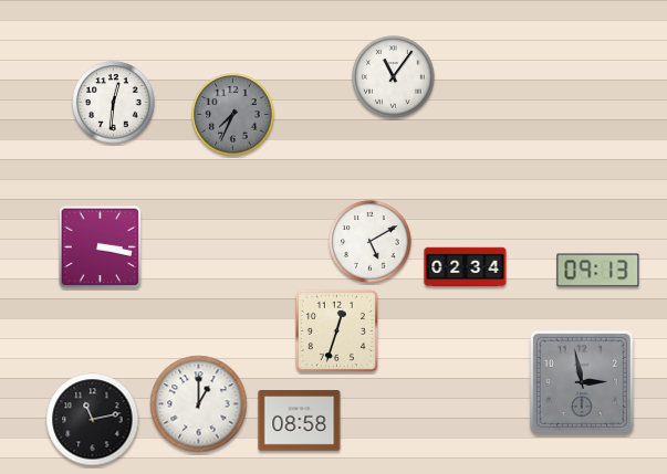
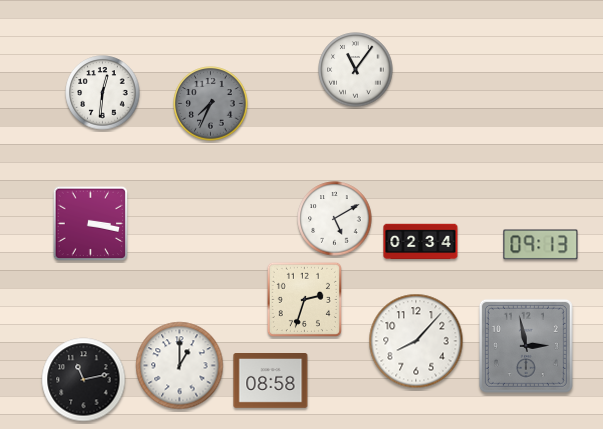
clock at (336, 330): 12:33 -> 2:33
clock at (416, 341): none -> 8:07
